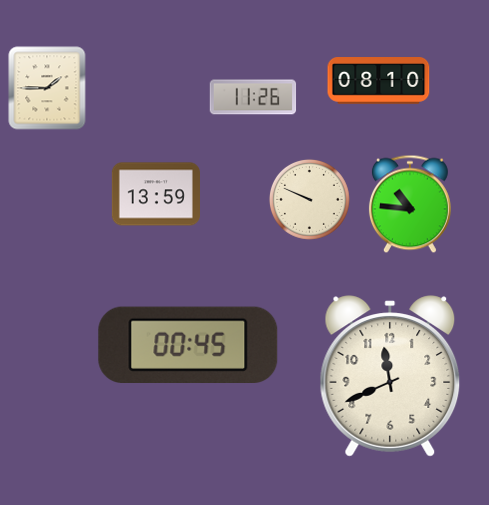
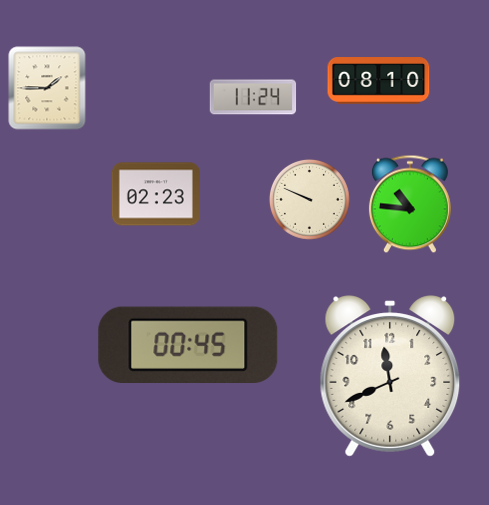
clock at (253, 97): 11:26 -> 11:24
clock at (156, 194): 13:59 -> 02:23
